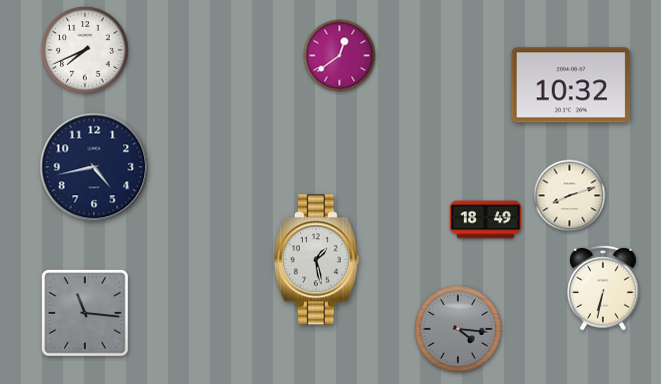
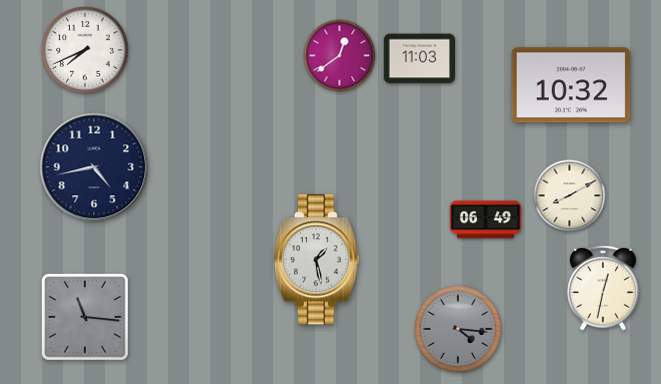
clock at (420, 59): none -> 11:03
clock at (570, 196): 8:12 -> 8:10
clock at (486, 220): 18:49 -> 06:49
clock at (604, 288): 6:32 -> 12:32
clock at (86, 314) position: (86, 314) -> (86, 318)
